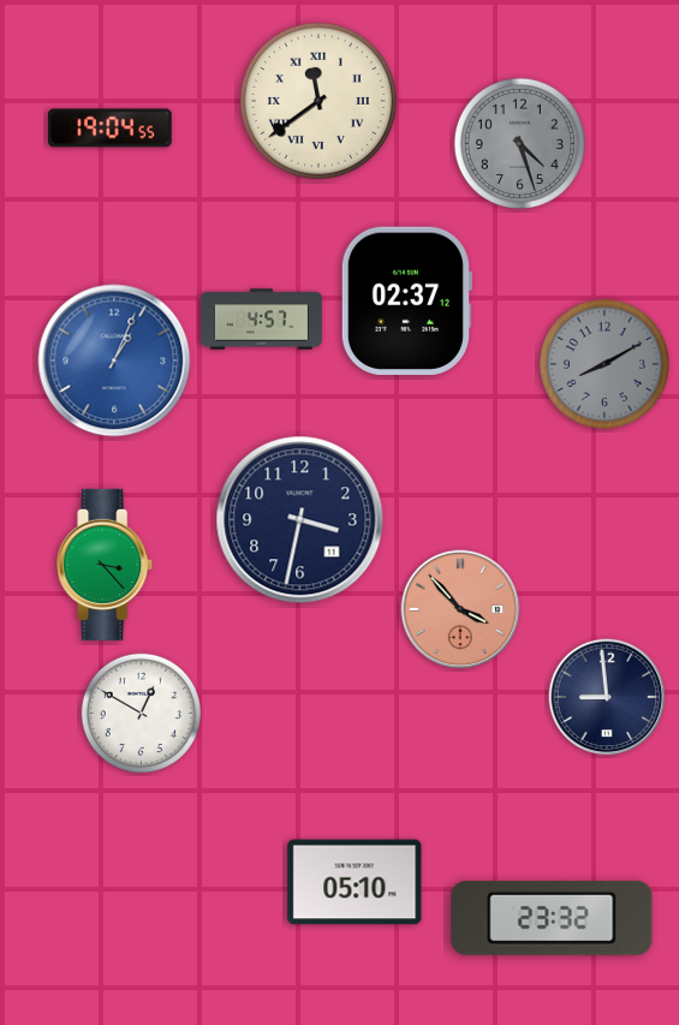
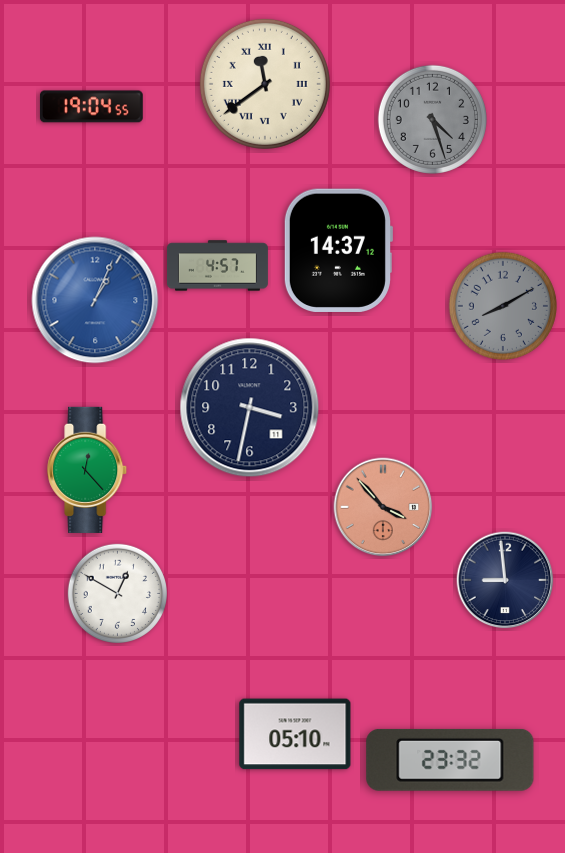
clock at (406, 300): 02:37 -> 14:37
clock at (604, 364) position: (604, 364) -> (503, 306)
clock at (300, 520) position: (300, 520) -> (250, 408)
clock at (106, 565): 3:23 -> 12:23
clock at (552, 918) position: (552, 918) -> (450, 760)
